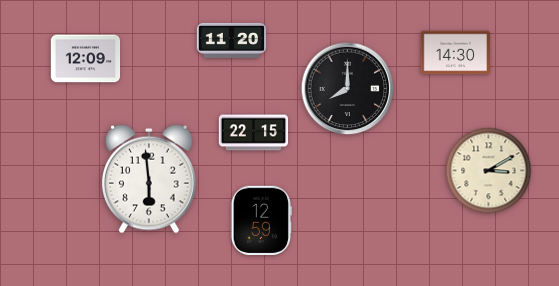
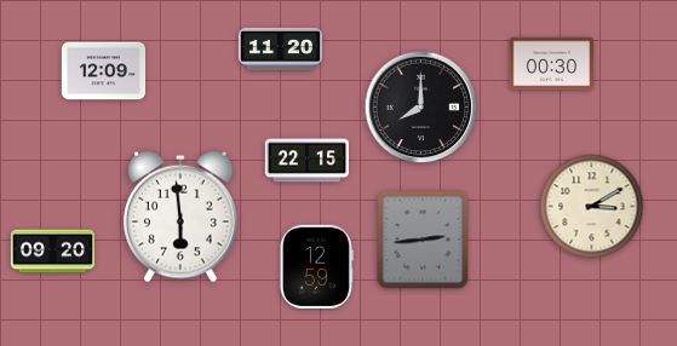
clock at (456, 53): 14:30 -> 00:30
clock at (423, 240): none -> 2:44
clock at (53, 252): none -> 09:20
